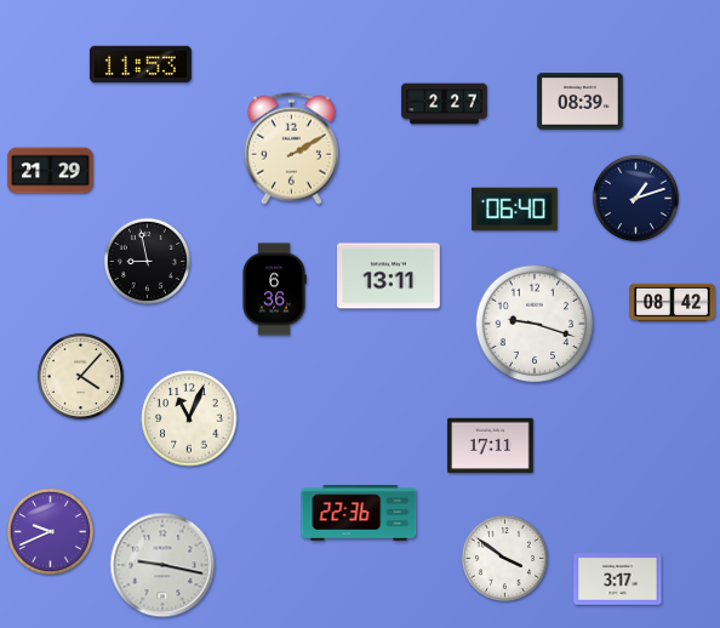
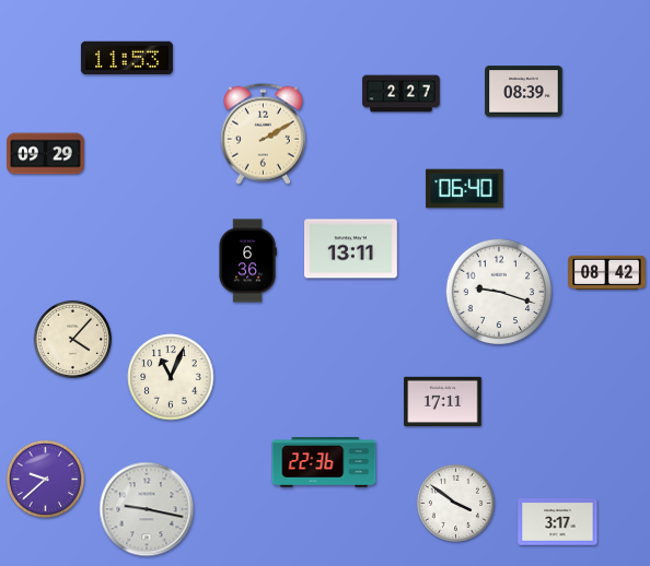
clock at (51, 171): 21:29 -> 09:29
clock at (635, 198): 1:12 -> none
clock at (147, 261): 8:58 -> none
clock at (535, 324) position: (535, 324) -> (499, 292)
clock at (50, 531): 9:41 -> 9:38
